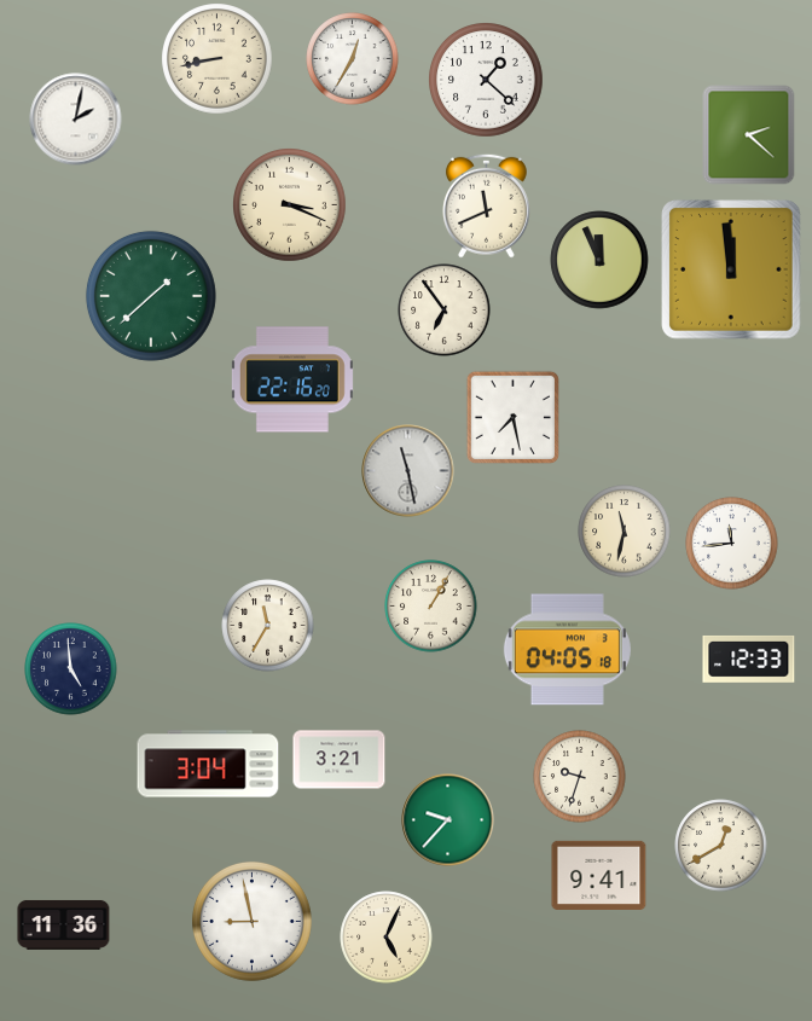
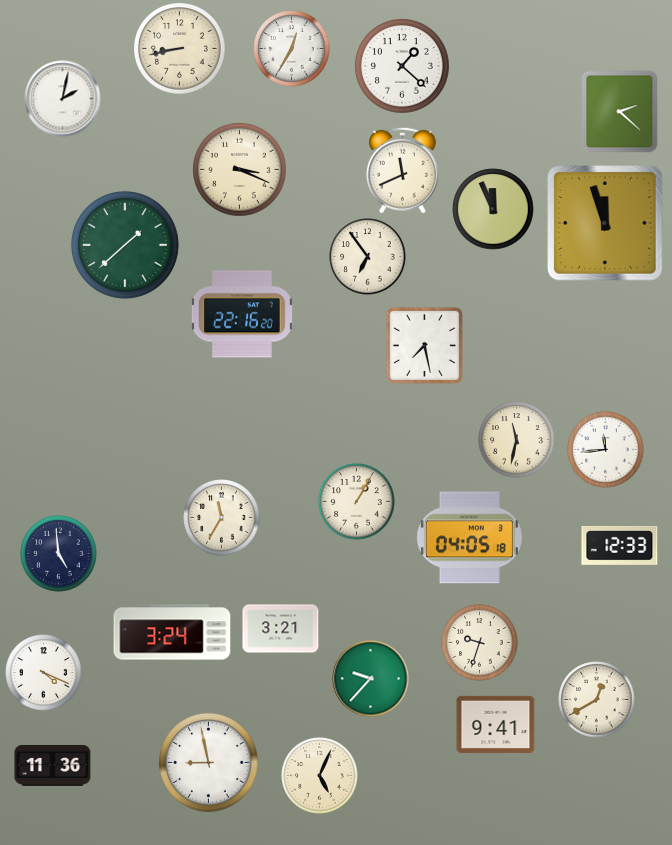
clock at (599, 260) position: (599, 260) -> (493, 209)
clock at (731, 269): 11:59 -> 11:57
clock at (408, 471): 11:28 -> none
clock at (208, 764): 3:04 -> 3:24
clock at (44, 673): none -> 4:19
